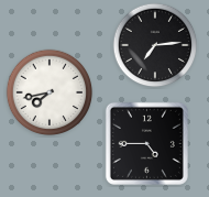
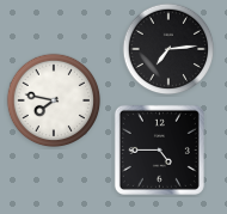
clock at (50, 92): 7:43 -> 7:47
clock at (146, 143) position: (146, 143) -> (159, 149)
